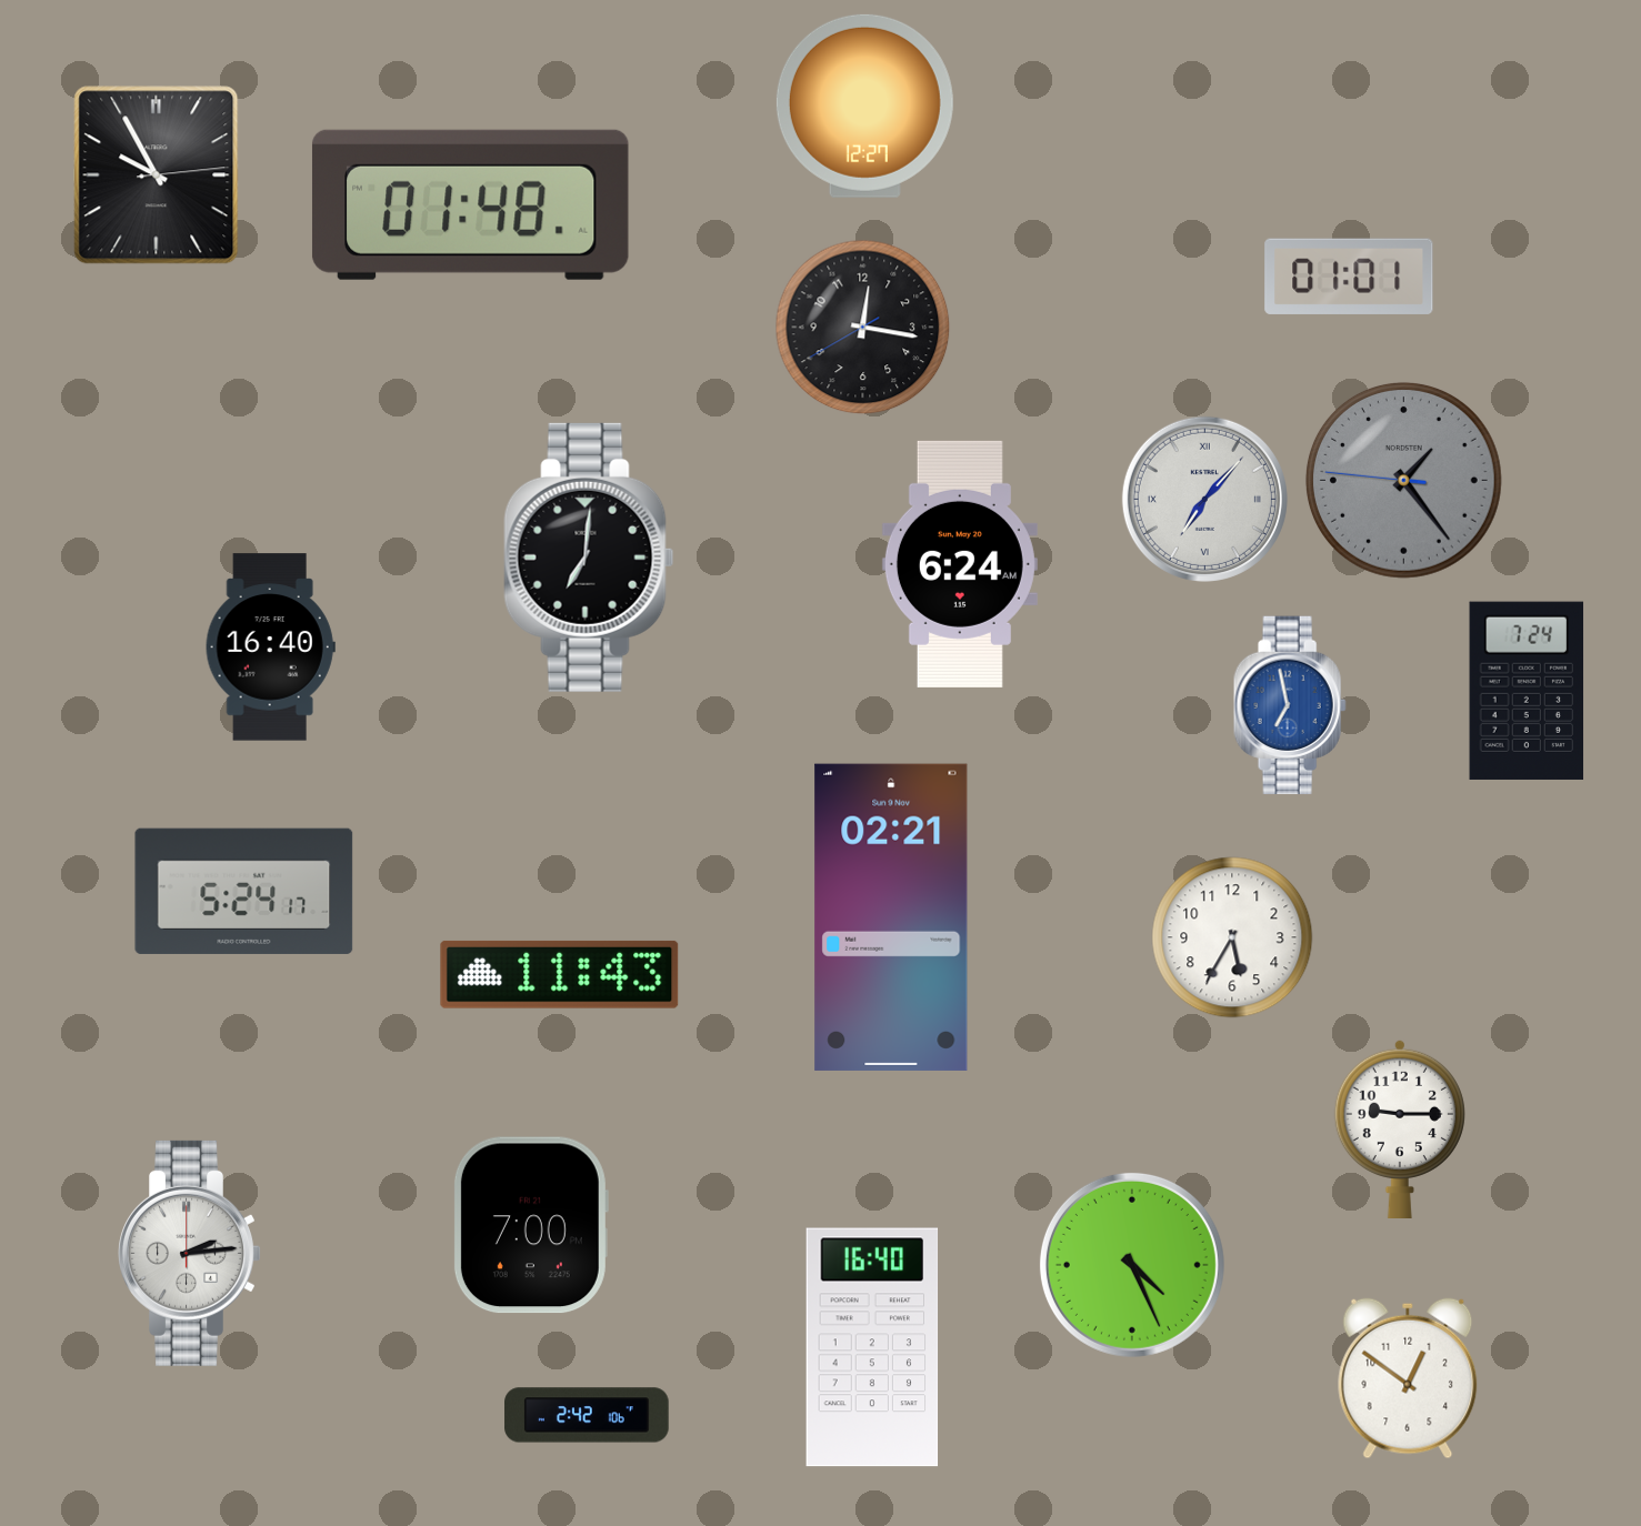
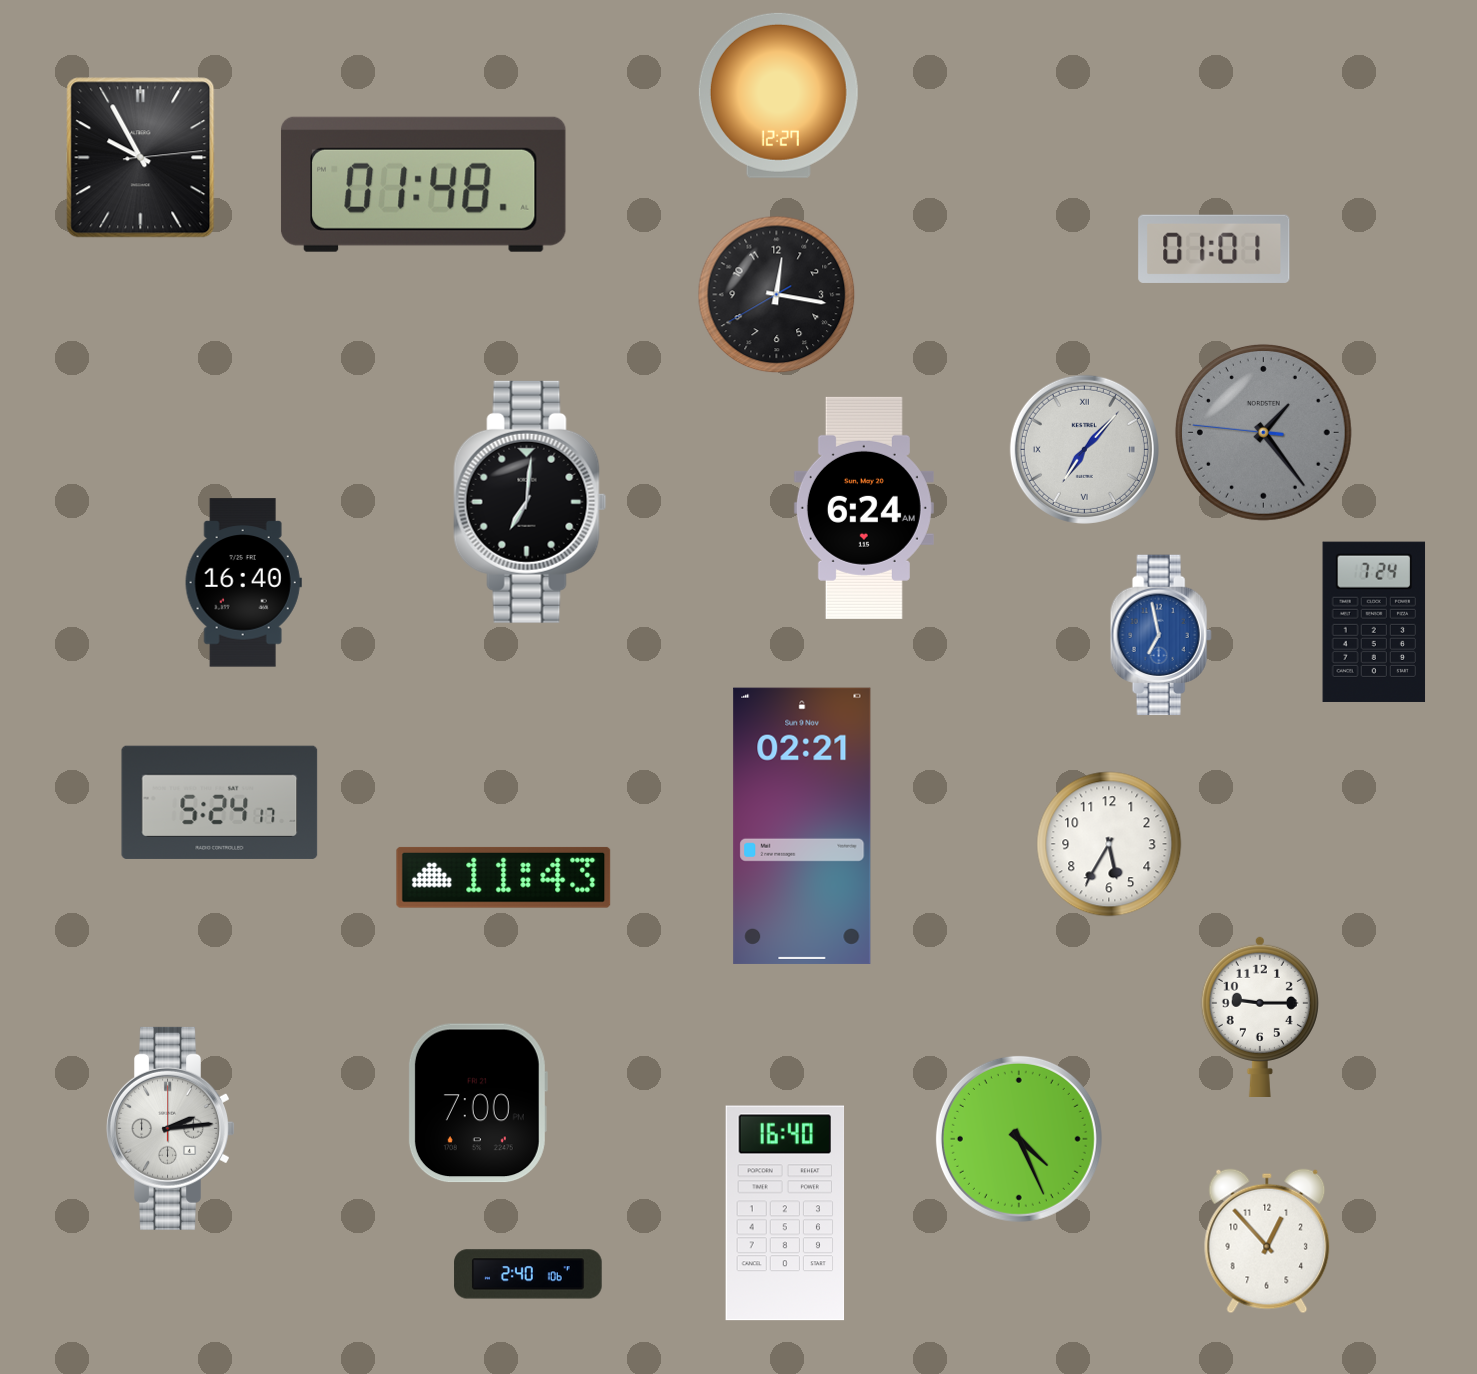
clock at (1408, 1378): 12:51 -> 12:53
clock at (587, 1415): 2:42 -> 2:40
